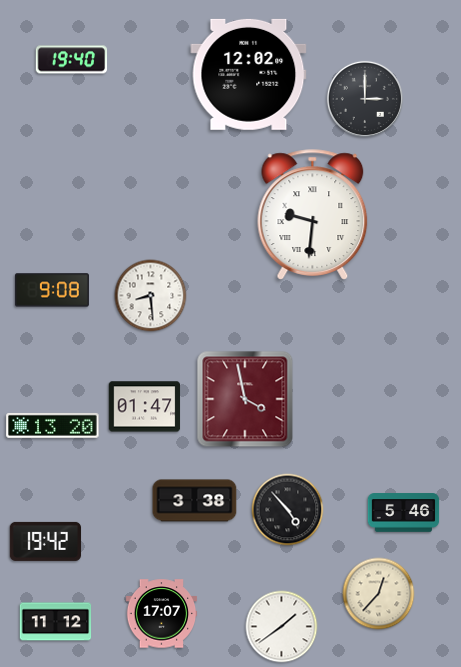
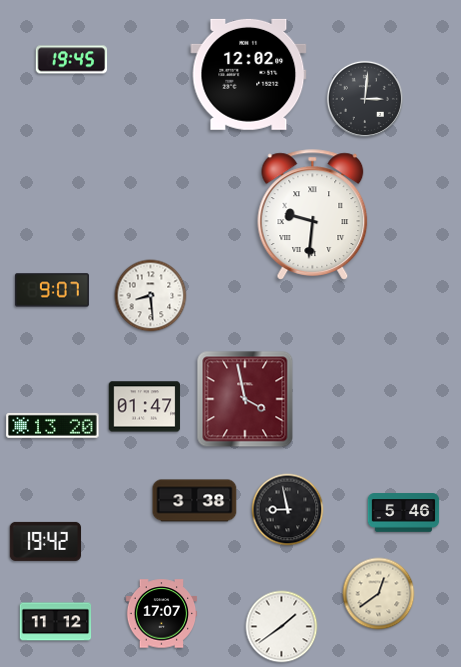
clock at (72, 60): 19:40 -> 19:45
clock at (365, 99): 3:00 -> 3:01
clock at (52, 290): 9:08 -> 9:07
clock at (288, 510): 4:53 -> 8:58
clock at (379, 594): 12:37 -> 12:39
